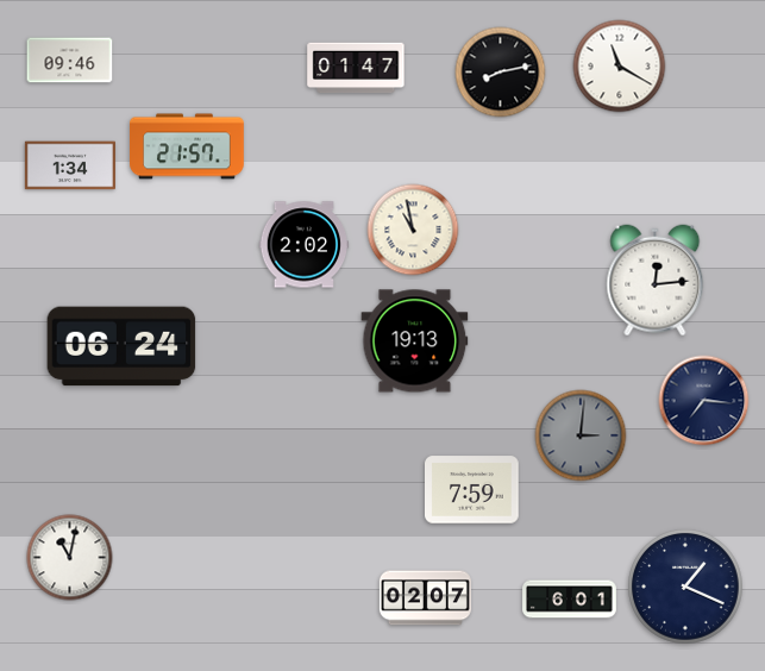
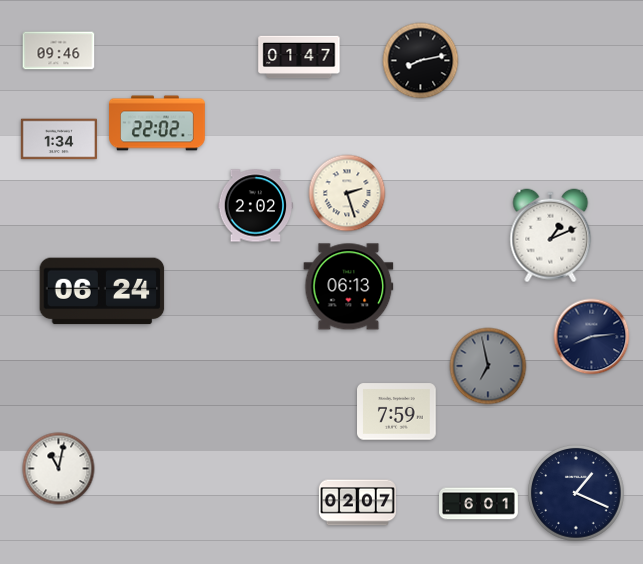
clock at (620, 67): 11:20 -> none
clock at (187, 146): 21:57 -> 22:02
clock at (413, 230): 10:58 -> 2:27
clock at (656, 281): 12:14 -> 1:11
clock at (415, 341): 19:13 -> 06:13
clock at (704, 401): 7:16 -> 8:14
clock at (581, 435): 3:01 -> 6:58
